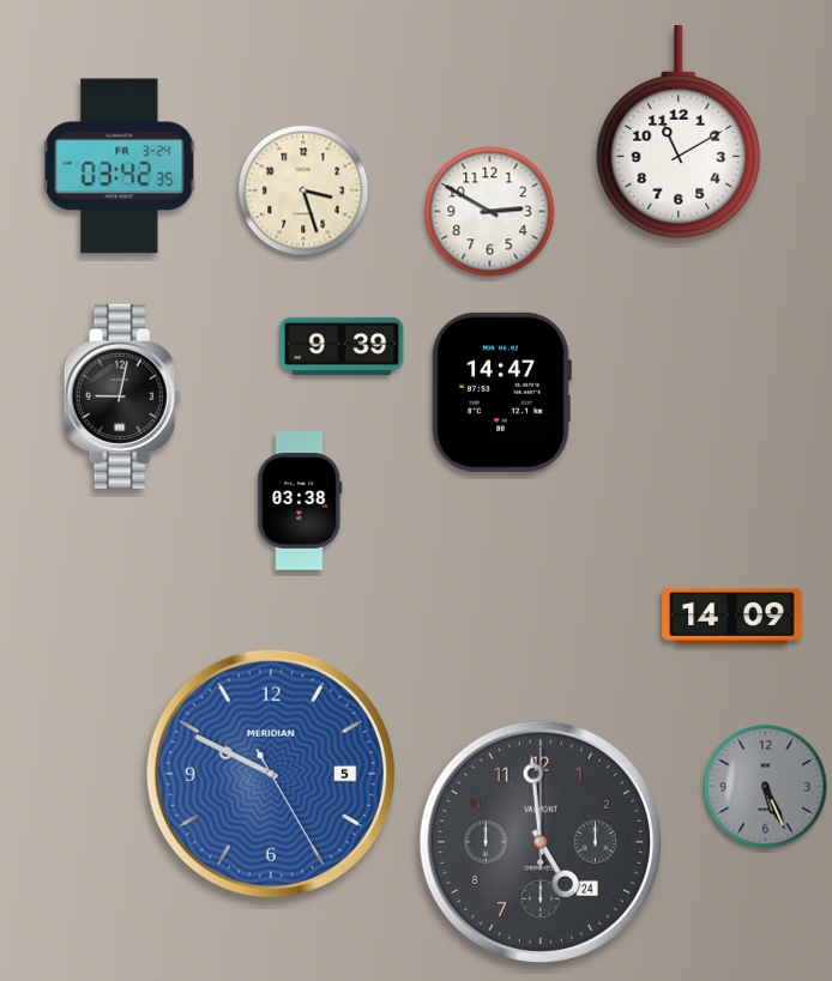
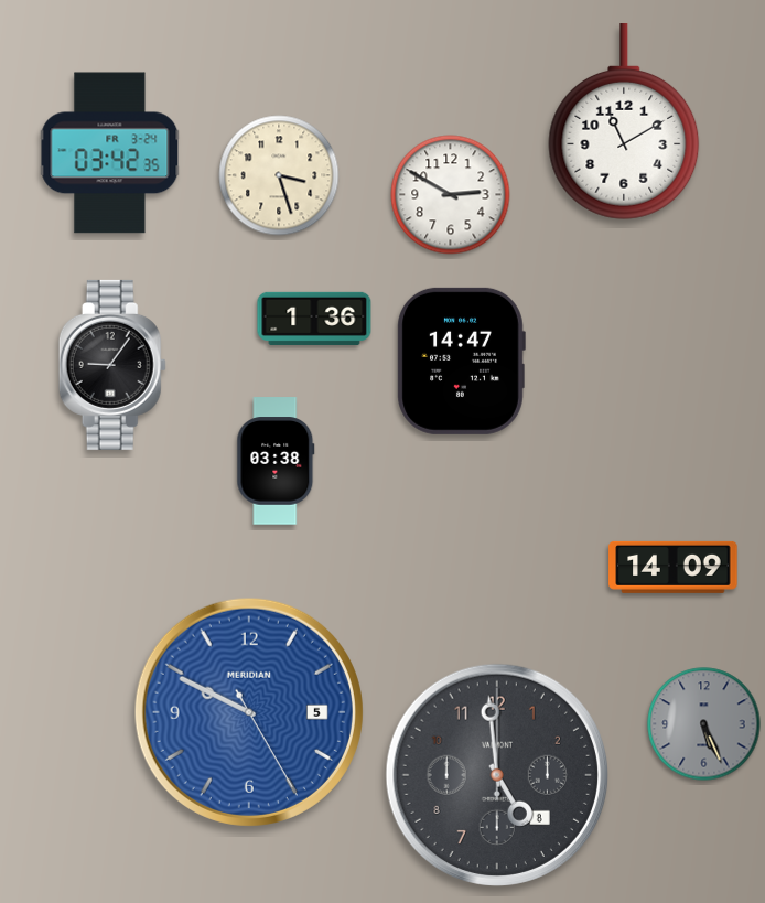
clock at (342, 346): 9:39 -> 1:36
clock at (122, 396): 9:02 -> 9:06
clock at (541, 842) date: 24 -> 8
